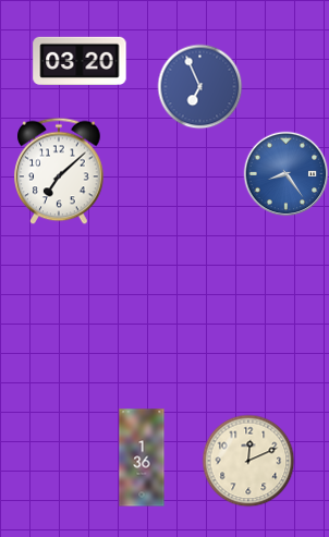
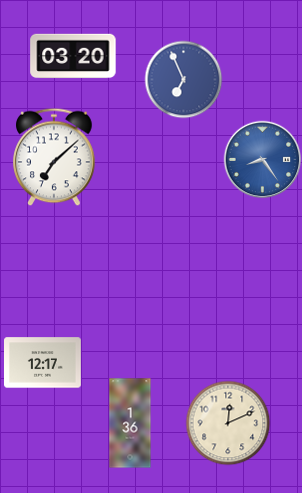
clock at (43, 363): none -> 12:17
clock at (142, 457) position: (142, 457) -> (130, 423)
